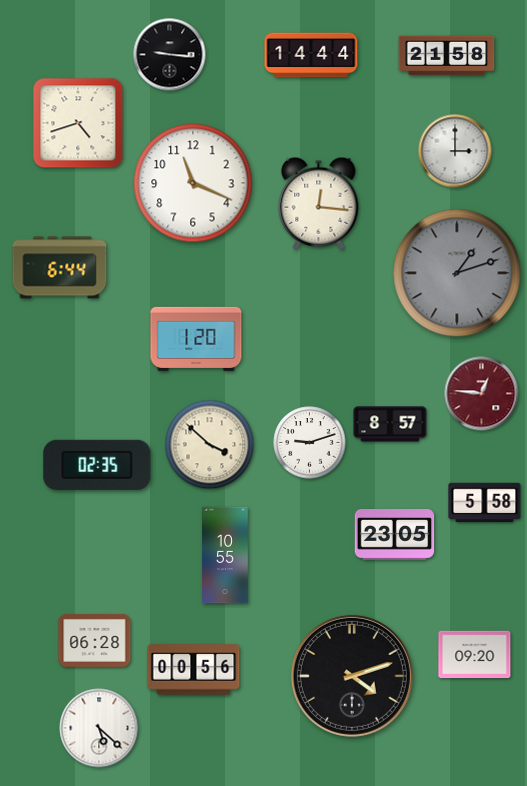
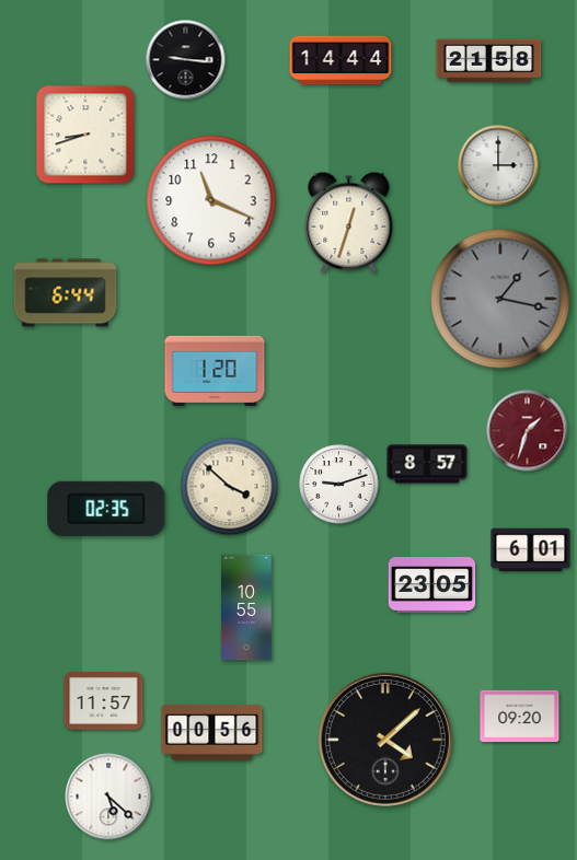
clock at (78, 123): 4:42 -> 8:42
clock at (319, 203): 12:16 -> 12:33
clock at (457, 273): 1:12 -> 1:17
clock at (482, 394): 12:46 -> 1:33
clock at (485, 503): 5:58 -> 6:01
clock at (95, 640): 06:28 -> 11:57
clock at (352, 676): 4:12 -> 4:08
